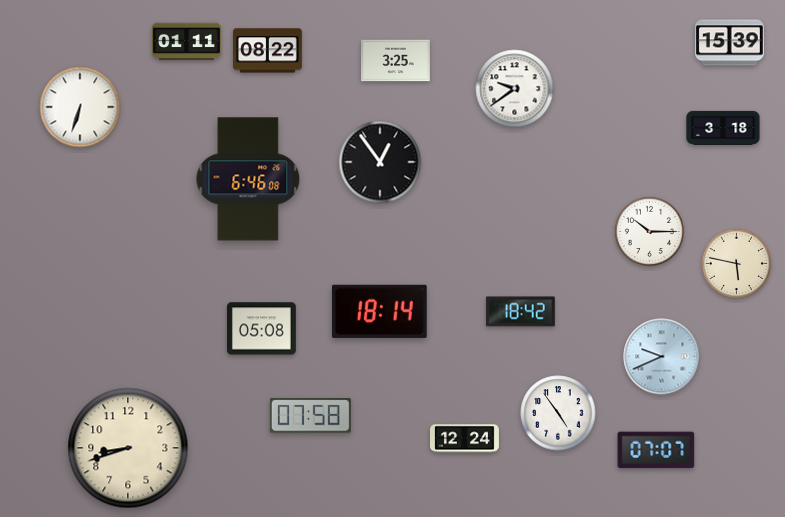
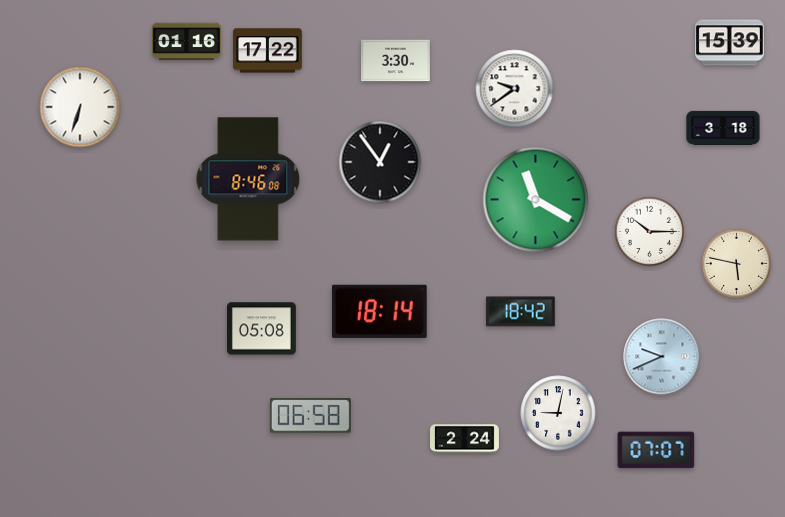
clock at (187, 42): 01:11 -> 01:16
clock at (267, 51): 08:22 -> 17:22
clock at (396, 61): 3:25 -> 3:30
clock at (248, 179): 6:46 -> 8:46
clock at (536, 200): none -> 11:20
clock at (558, 413): 4:54 -> 9:02
clock at (310, 416): 07:58 -> 06:58
clock at (465, 439): 12:24 -> 2:24
clock at (128, 448): 8:42 -> none
